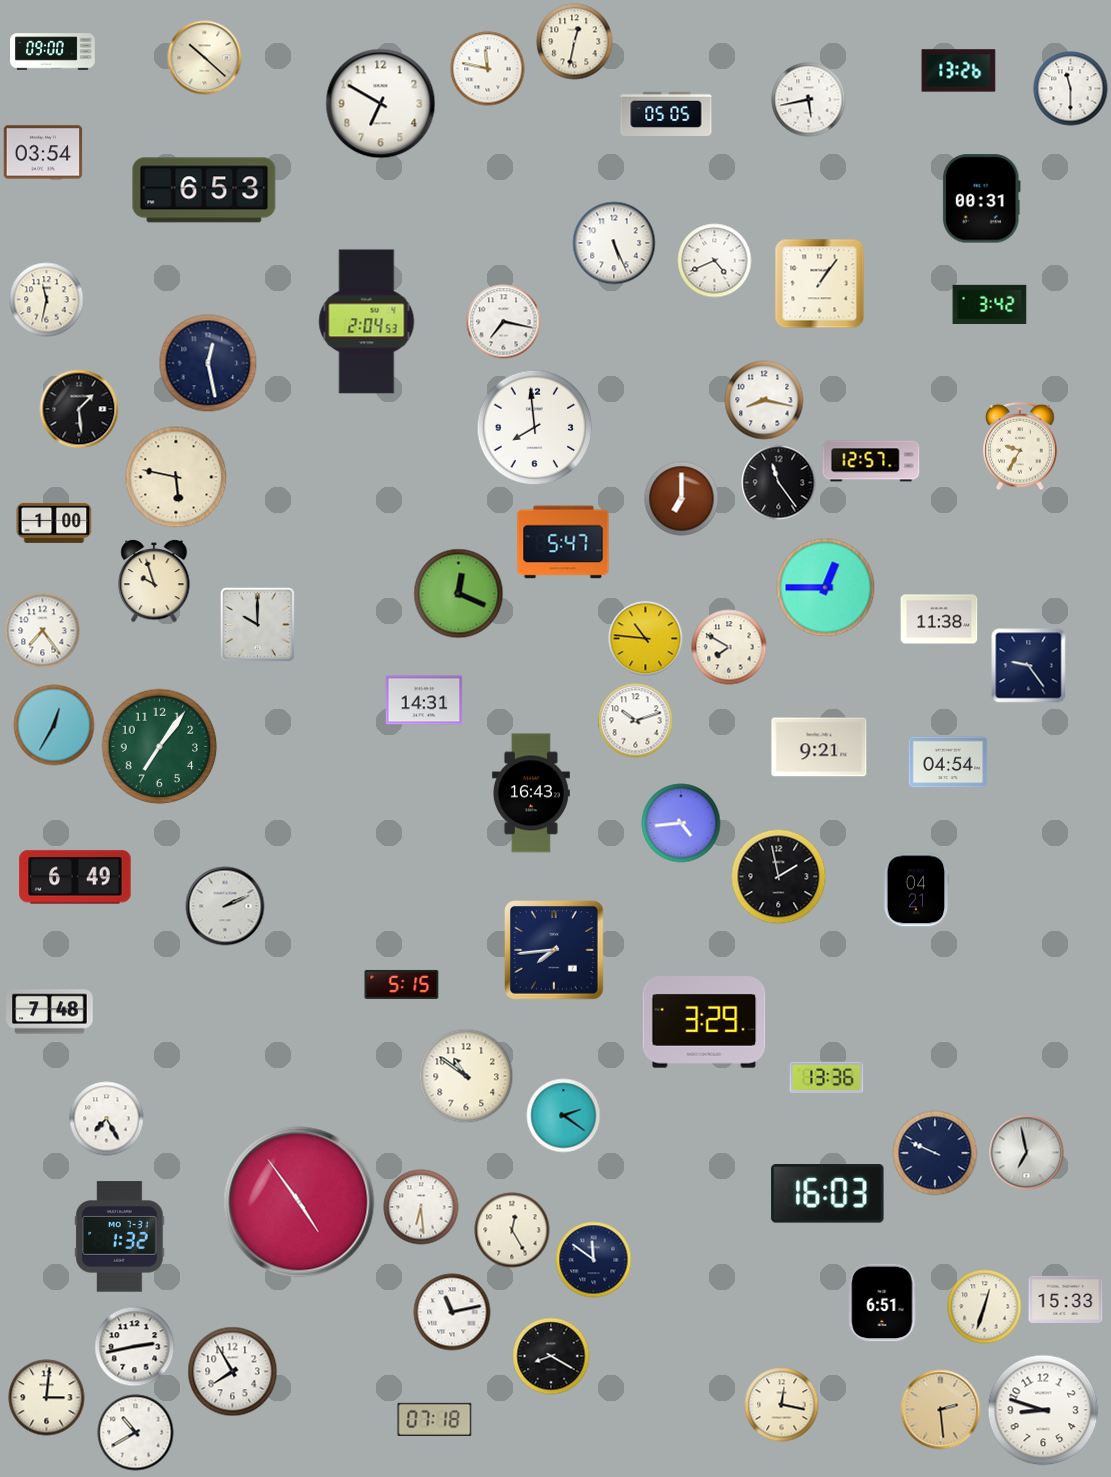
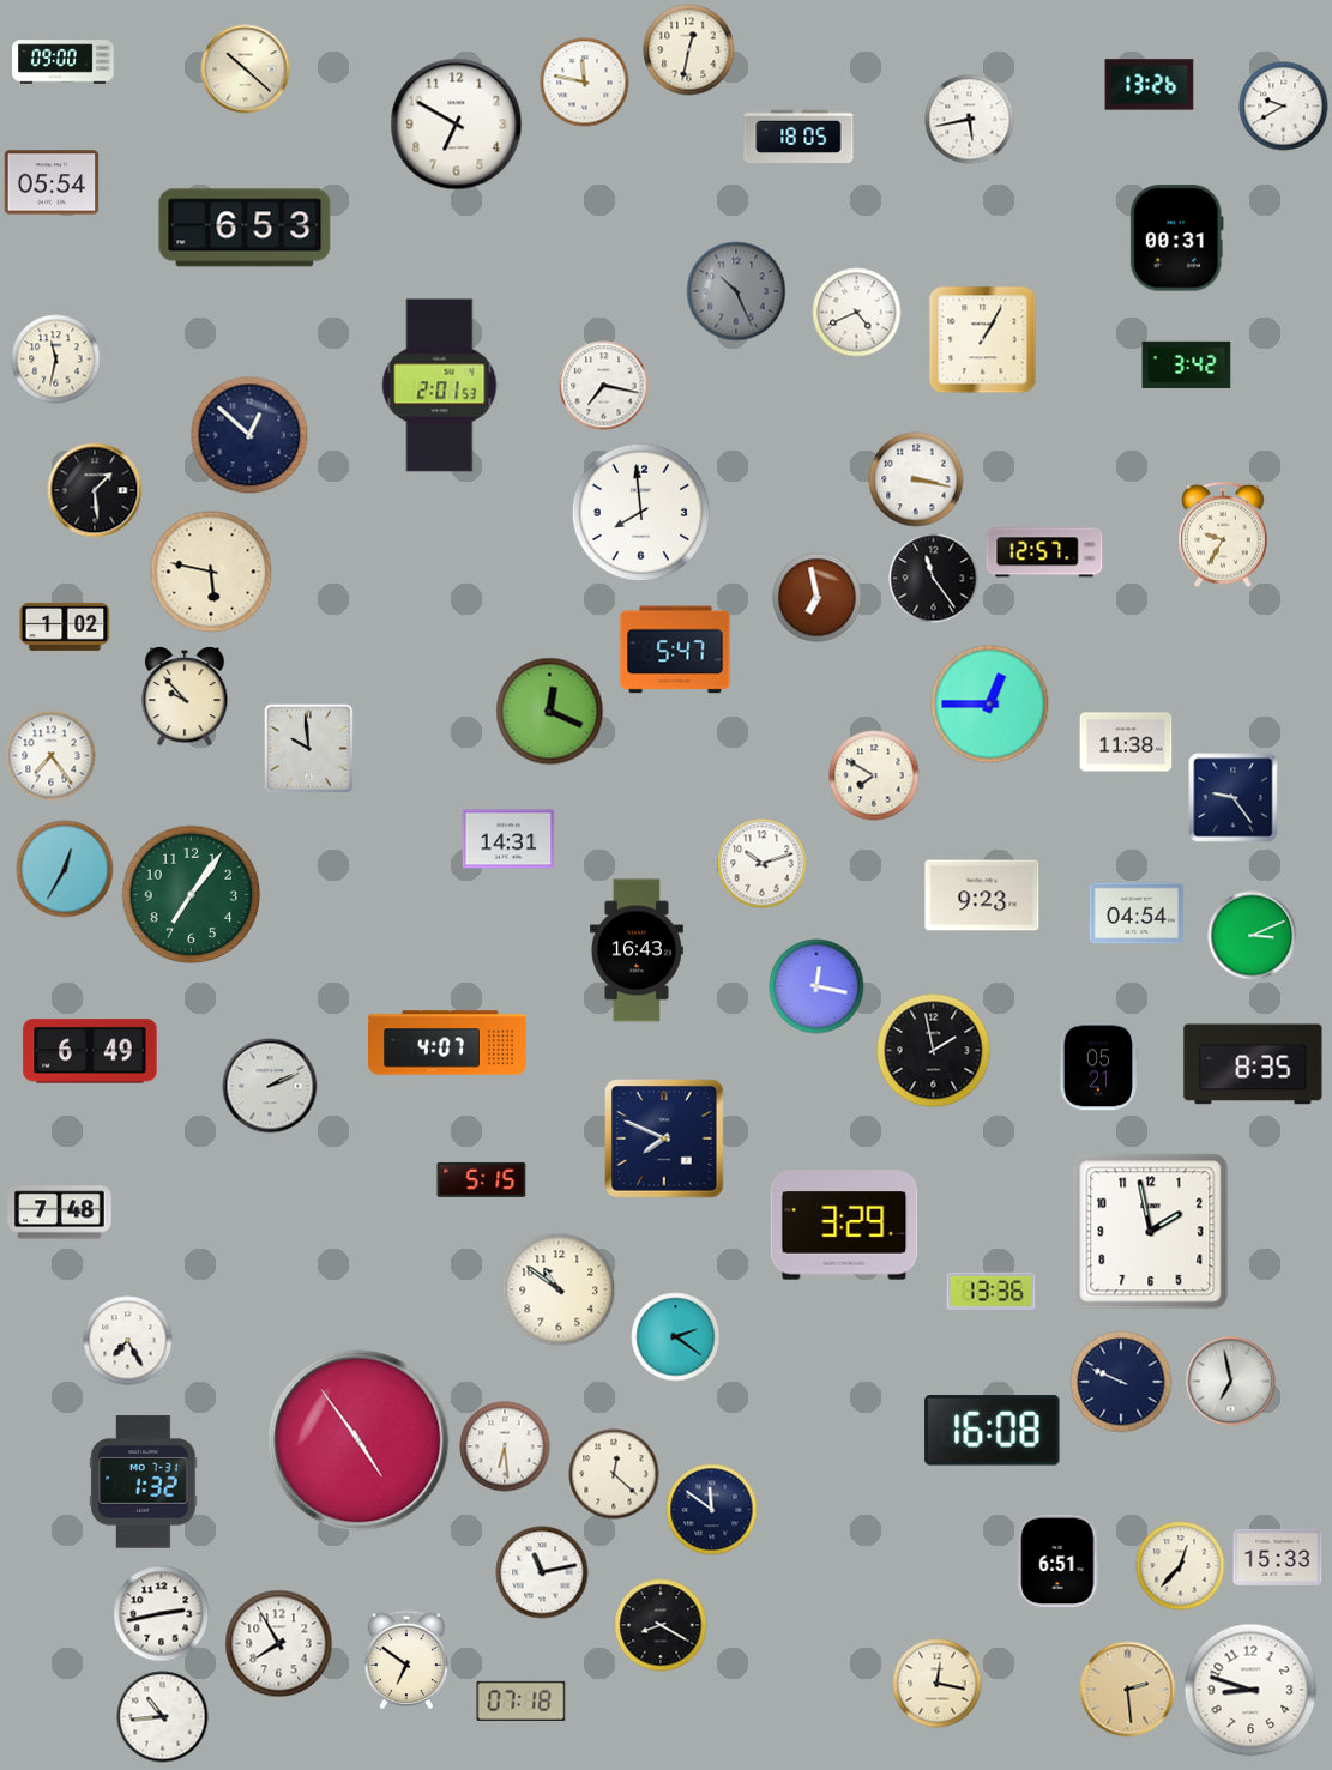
clock at (1071, 89): 11:30 -> 9:40
clock at (666, 114): 05:05 -> 18:05
clock at (43, 152): 03:54 -> 05:54
clock at (614, 243): 5:26 -> 10:26
clock at (614, 243) dial: white -> grey
clock at (820, 284): 1:06 -> 1:05
clock at (367, 322): 2:04 -> 2:01
clock at (208, 363): 12:28 -> 12:52
clock at (764, 400): 8:17 -> 3:17
clock at (682, 499): 7:00 -> 6:58
clock at (54, 523): 1:00 -> 1:02
clock at (154, 582): 9:57 -> 9:53
clock at (257, 624): 10:00 -> 9:59
clock at (646, 639): 10:46 -> none
clock at (819, 747): 9:21 -> 9:23
clock at (1253, 936): none -> 3:11
clock at (681, 823): 4:44 -> 12:17
clock at (448, 1043): none -> 4:07
clock at (1253, 1064): none -> 8:35
clock at (916, 890): 04:21 -> 05:21
clock at (554, 950): 7:44 -> 7:49
clock at (1151, 1232): none -> 1:58
clock at (828, 1194): 16:03 -> 16:08
clock at (512, 1230): 12:25 -> 12:22
clock at (985, 1307): 12:33 -> 12:37
clock at (406, 1660): none -> 6:51
clock at (47, 1398): 3:01 -> none
clock at (136, 1433): 10:40 -> 10:44
